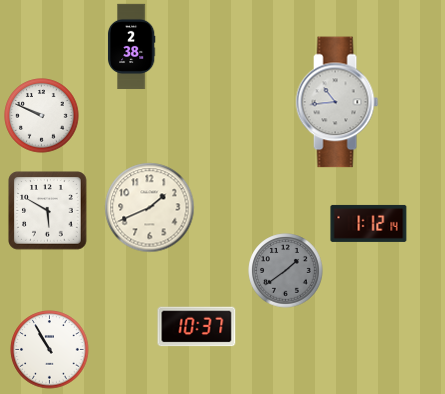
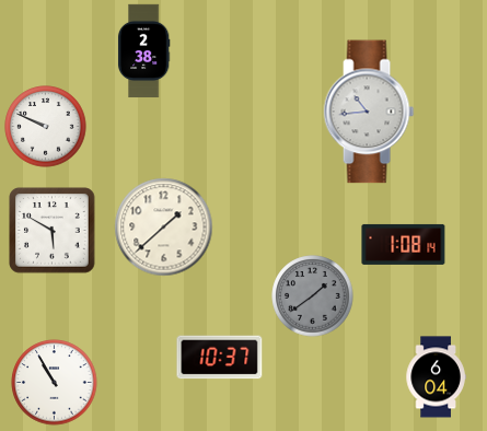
clock at (150, 208): 1:41 -> 1:38
clock at (369, 223): 1:12 -> 1:08
clock at (197, 327) position: (197, 327) -> (220, 358)
clock at (436, 377): none -> 6:04
